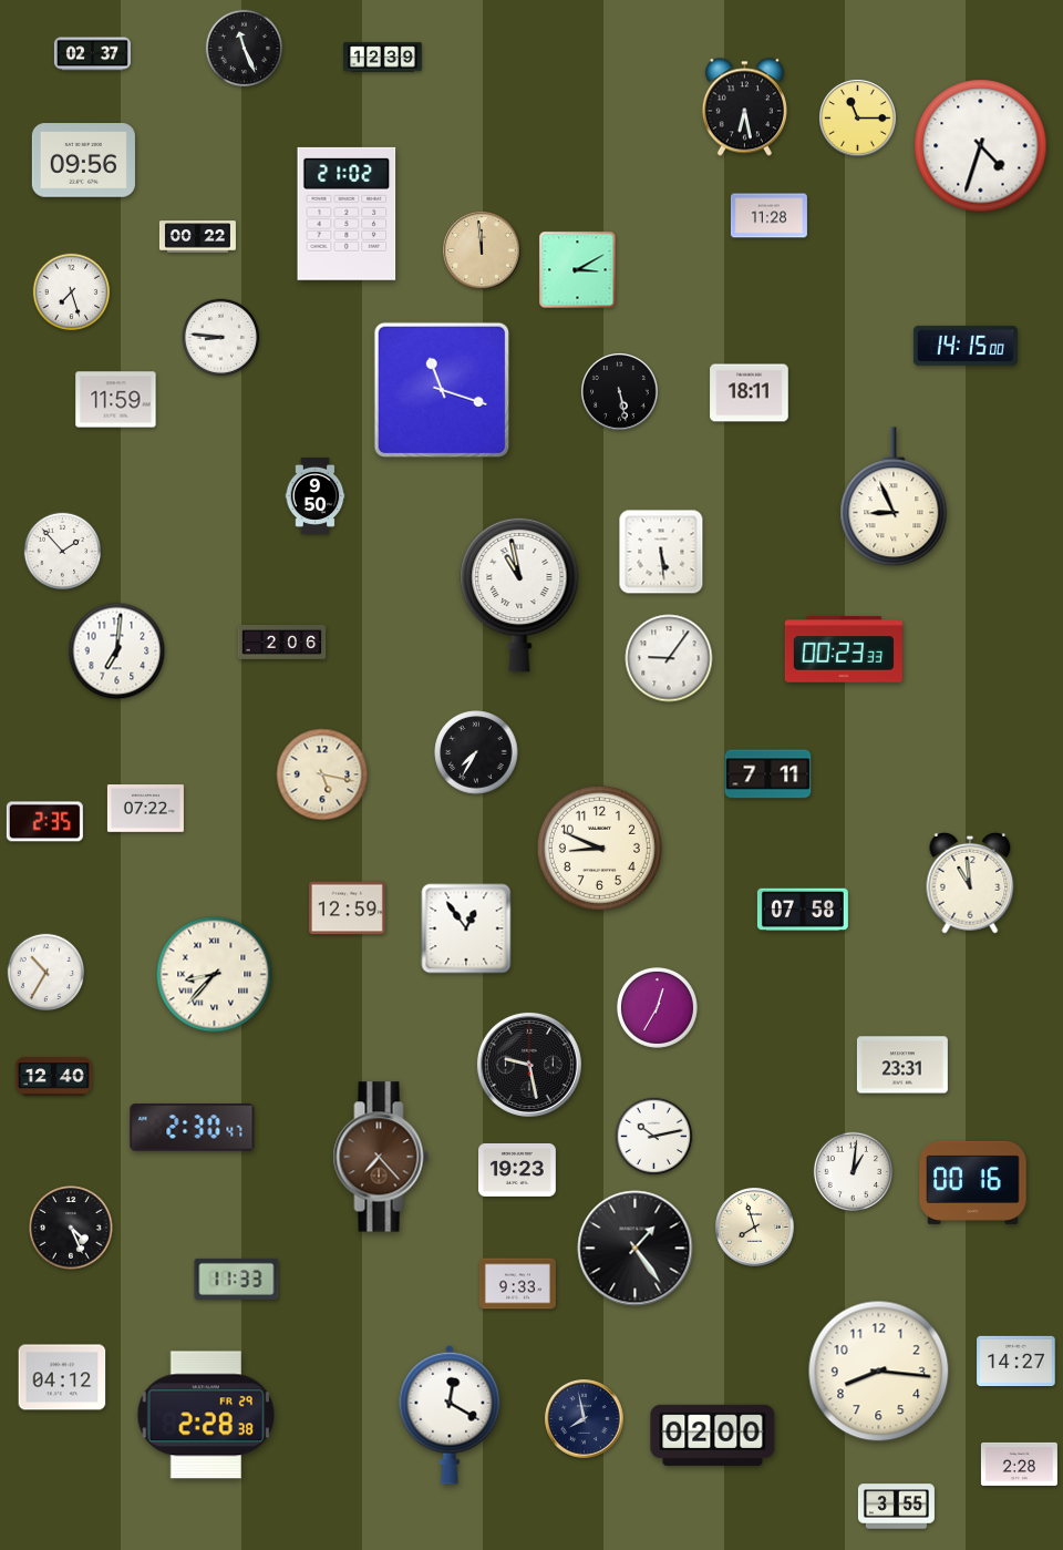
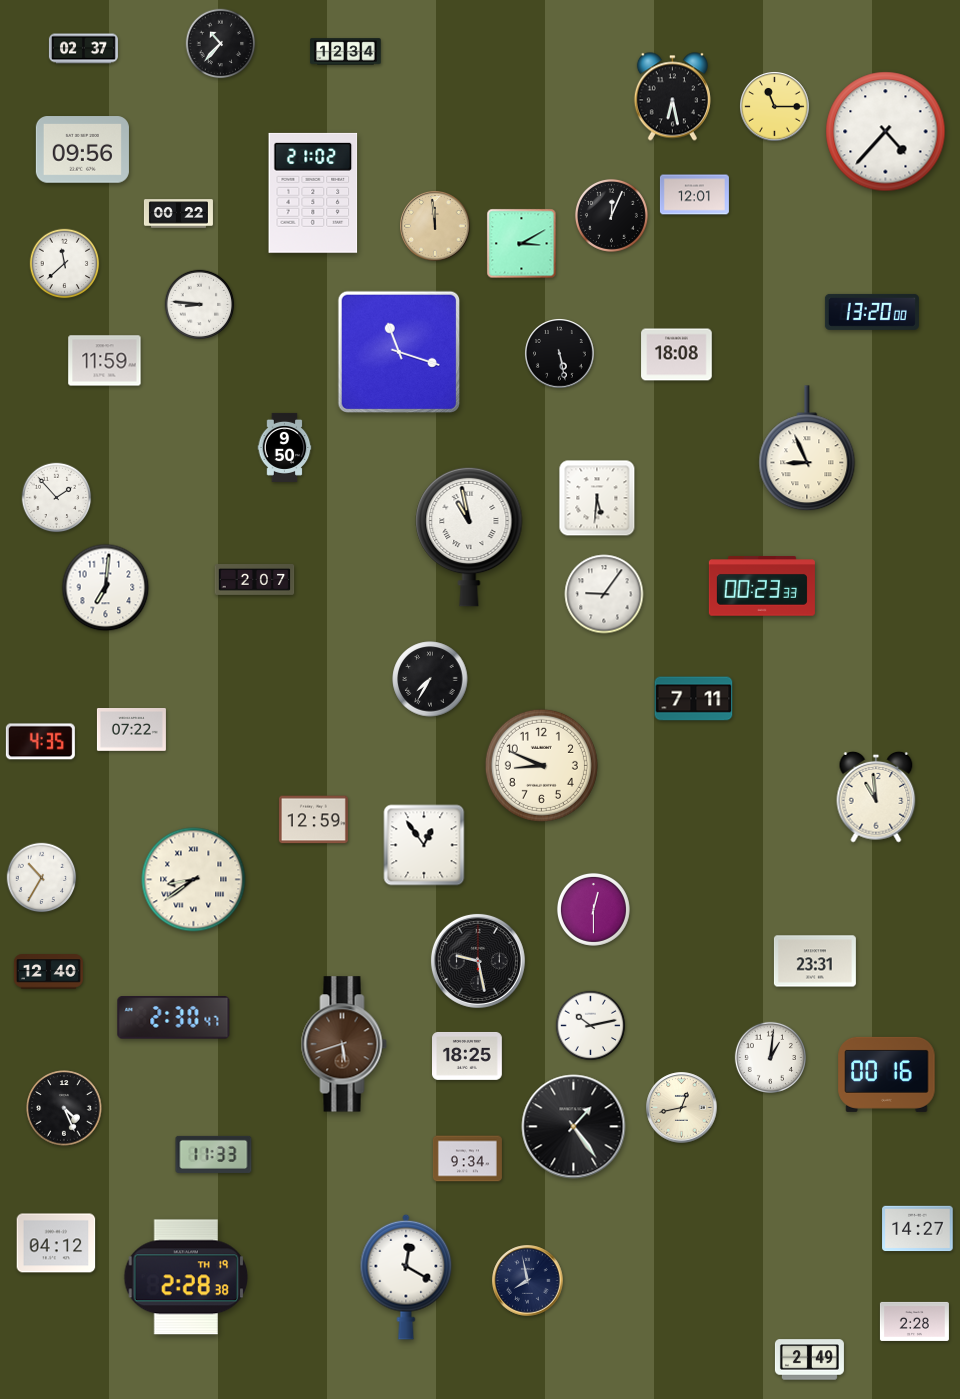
clock at (245, 49): 11:26 -> 10:37
clock at (383, 58): 12:39 -> 12:34
clock at (981, 146): 4:33 -> 4:37
clock at (83, 161) position: (83, 161) -> (82, 150)
clock at (768, 216): 11:28 -> 12:01
clock at (611, 215): none -> 12:04
clock at (72, 292): 7:27 -> 11:38
clock at (966, 346): 14:15 -> 13:20
clock at (750, 393): 18:11 -> 18:08
clock at (661, 552): 5:29 -> 5:31
clock at (282, 643): 2:06 -> 2:07
clock at (322, 774): 5:17 -> none
clock at (44, 822): 2:35 -> 4:35
clock at (803, 910): 07:58 -> none
clock at (466, 928) position: (466, 928) -> (424, 845)
clock at (215, 975): 8:37 -> 8:39
clock at (657, 1007): 12:35 -> 12:30
clock at (381, 1157): 7:23 -> 5:42
clock at (518, 1170): 19:23 -> 18:25
clock at (973, 1182) position: (973, 1182) -> (887, 1074)
clock at (755, 1228): 7:57 -> 12:43
clock at (517, 1284): 9:33 -> 9:34
clock at (879, 1372): 8:16 -> none
clock at (206, 1415) date: FR 29 -> TH 19
clock at (713, 1435): 02:00 -> none
clock at (1019, 1464) position: (1019, 1464) -> (914, 1321)
clock at (896, 1507): 3:55 -> 2:49
